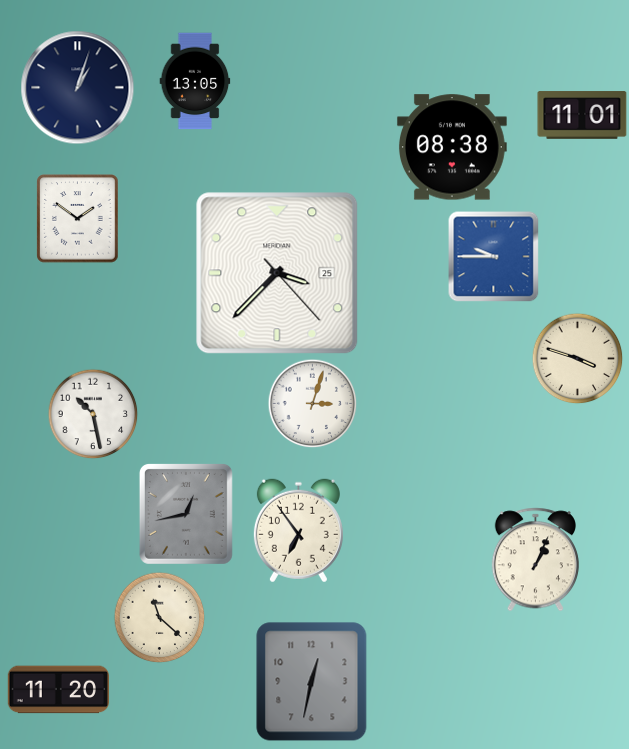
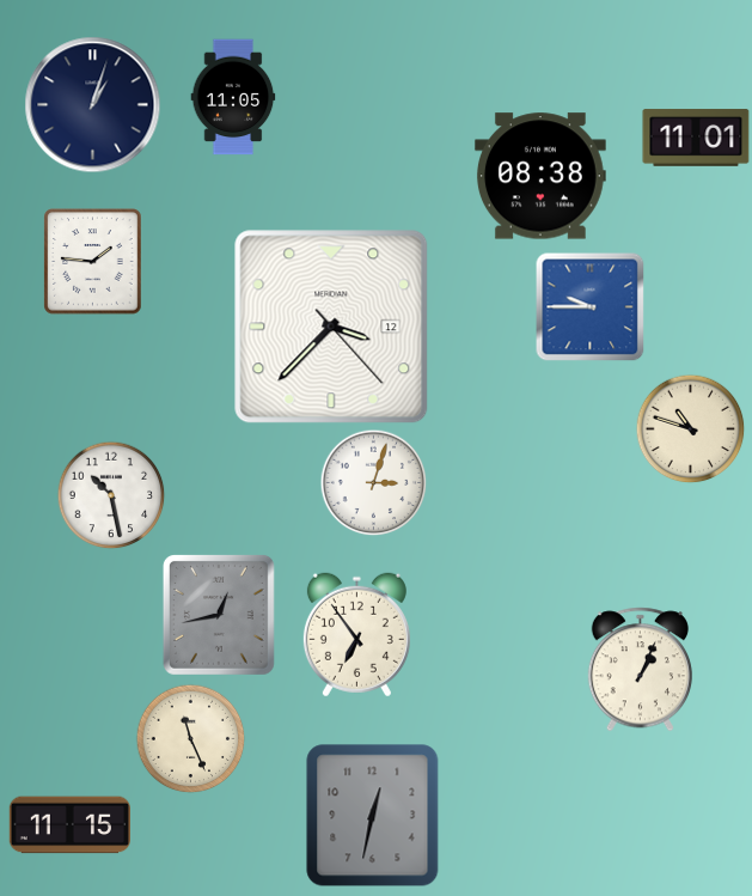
clock at (195, 81): 13:05 -> 11:05
clock at (78, 219): 1:51 -> 1:46
clock at (277, 273) date: 25 -> 12
clock at (577, 358): 3:48 -> 10:48
clock at (186, 514) position: (186, 514) -> (219, 615)
clock at (159, 617): 11:22 -> 11:26
clock at (58, 690): 11:20 -> 11:15
